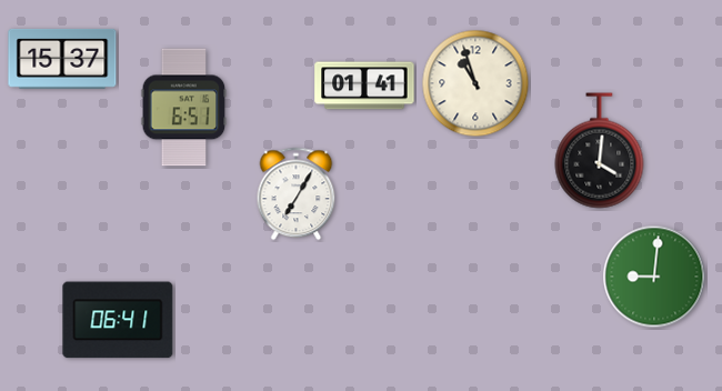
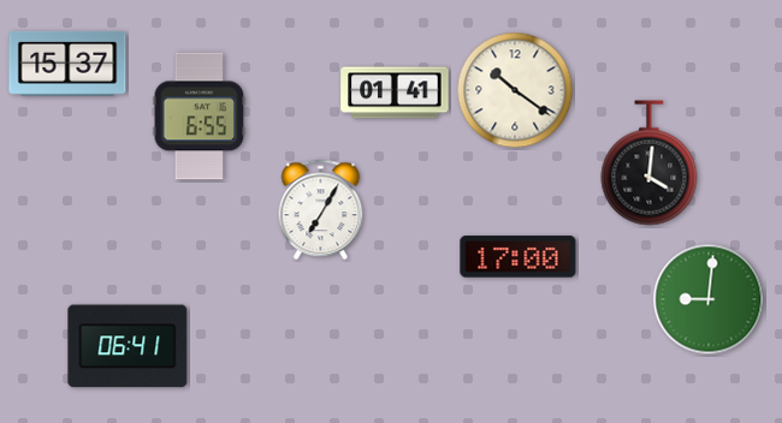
clock at (475, 83): 10:57 -> 10:21
clock at (184, 108): 6:51 -> 6:55
clock at (519, 257): none -> 17:00
